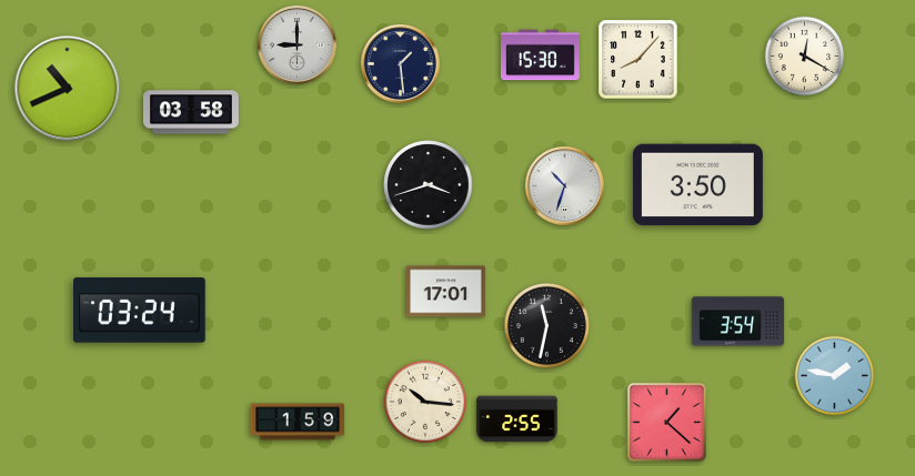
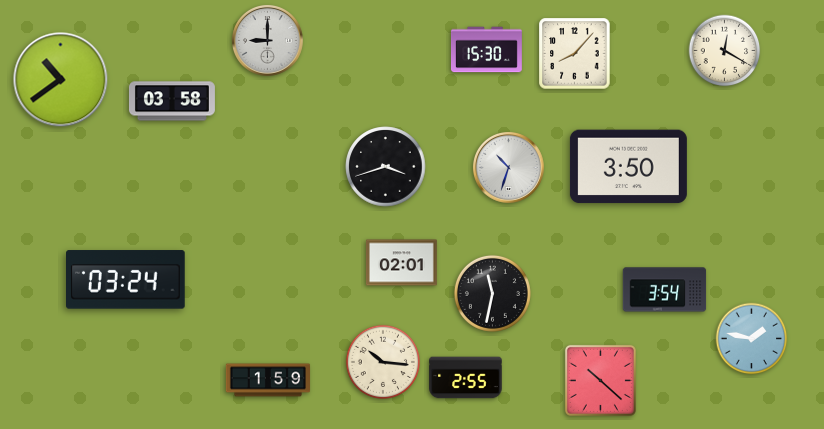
clock at (400, 63): 1:29 -> none
clock at (68, 89): 10:41 -> 10:39
clock at (445, 292): 17:01 -> 02:01
clock at (666, 422): 1:22 -> 10:22
